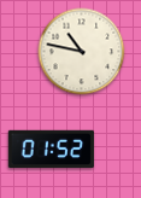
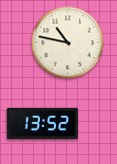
clock at (51, 150): 01:52 -> 13:52
